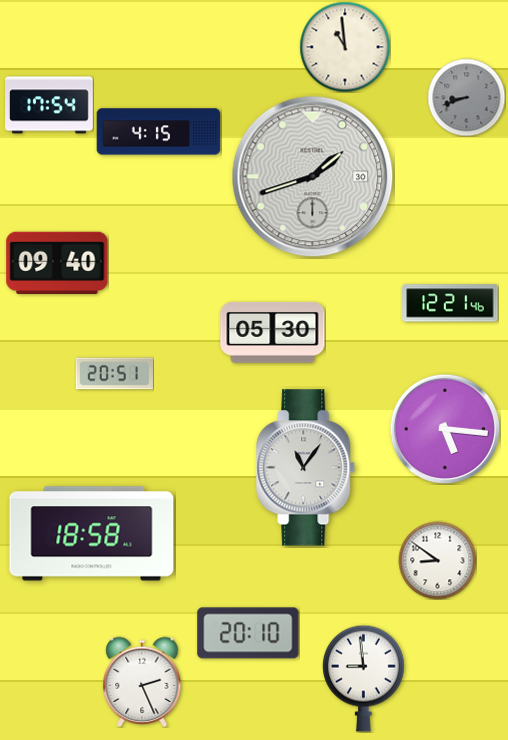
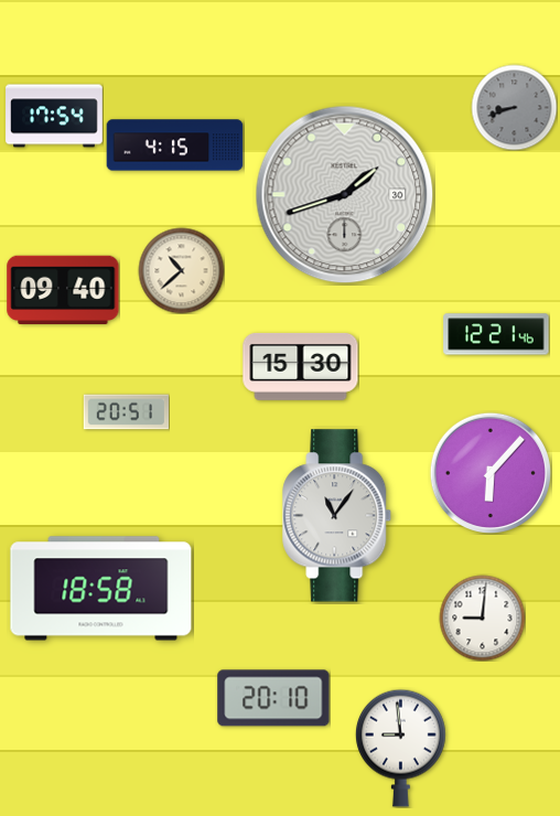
clock at (345, 47): 10:59 -> none
clock at (181, 270): none -> 10:38
clock at (273, 333): 05:30 -> 15:30
clock at (444, 428): 5:16 -> 6:07
clock at (437, 560): 8:51 -> 9:01
clock at (142, 682): 2:26 -> none
